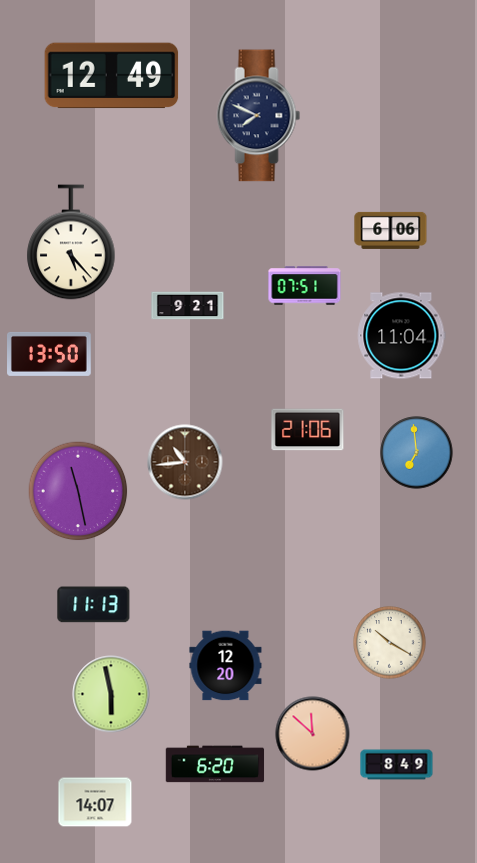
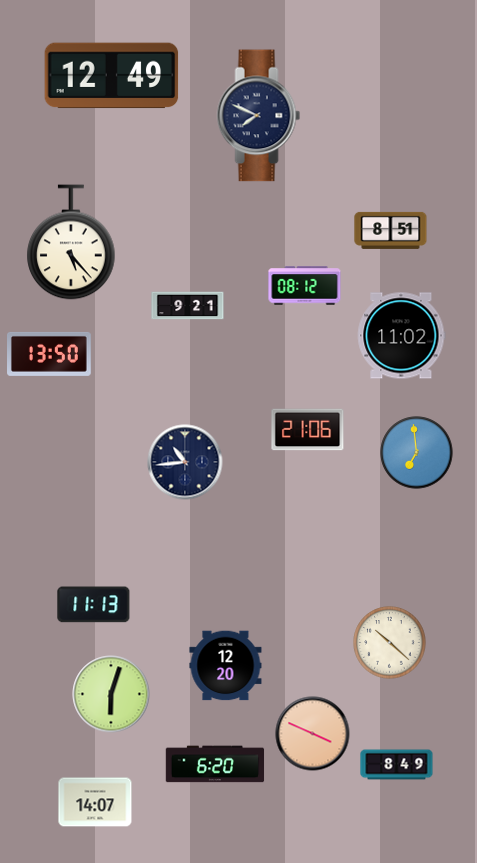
clock at (391, 230): 6:06 -> 8:51
clock at (305, 286): 07:51 -> 08:12
clock at (402, 336): 11:04 -> 11:02
clock at (185, 462) dial: brown -> navy
clock at (78, 491): 11:28 -> none
clock at (390, 643): 10:20 -> 10:22
clock at (111, 694): 5:58 -> 6:03
clock at (313, 734): 11:52 -> 3:49
